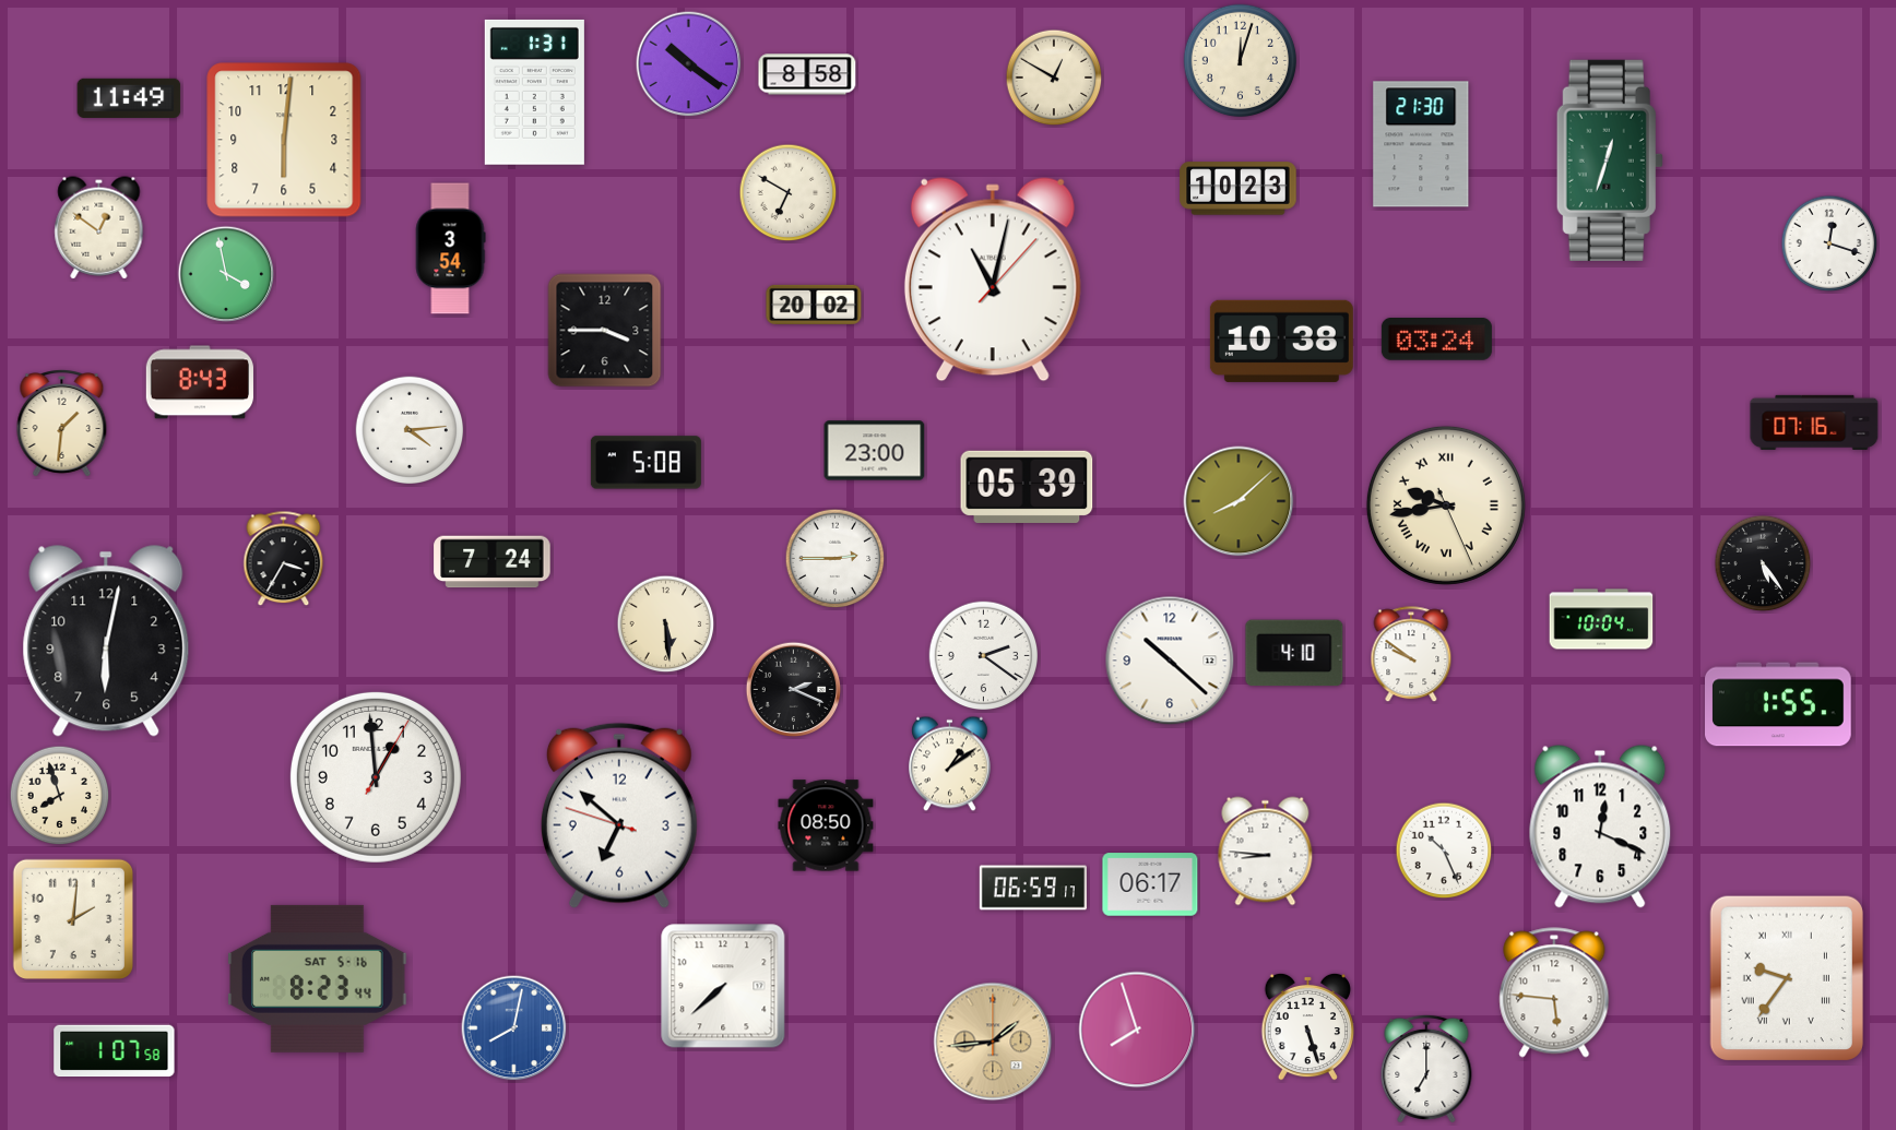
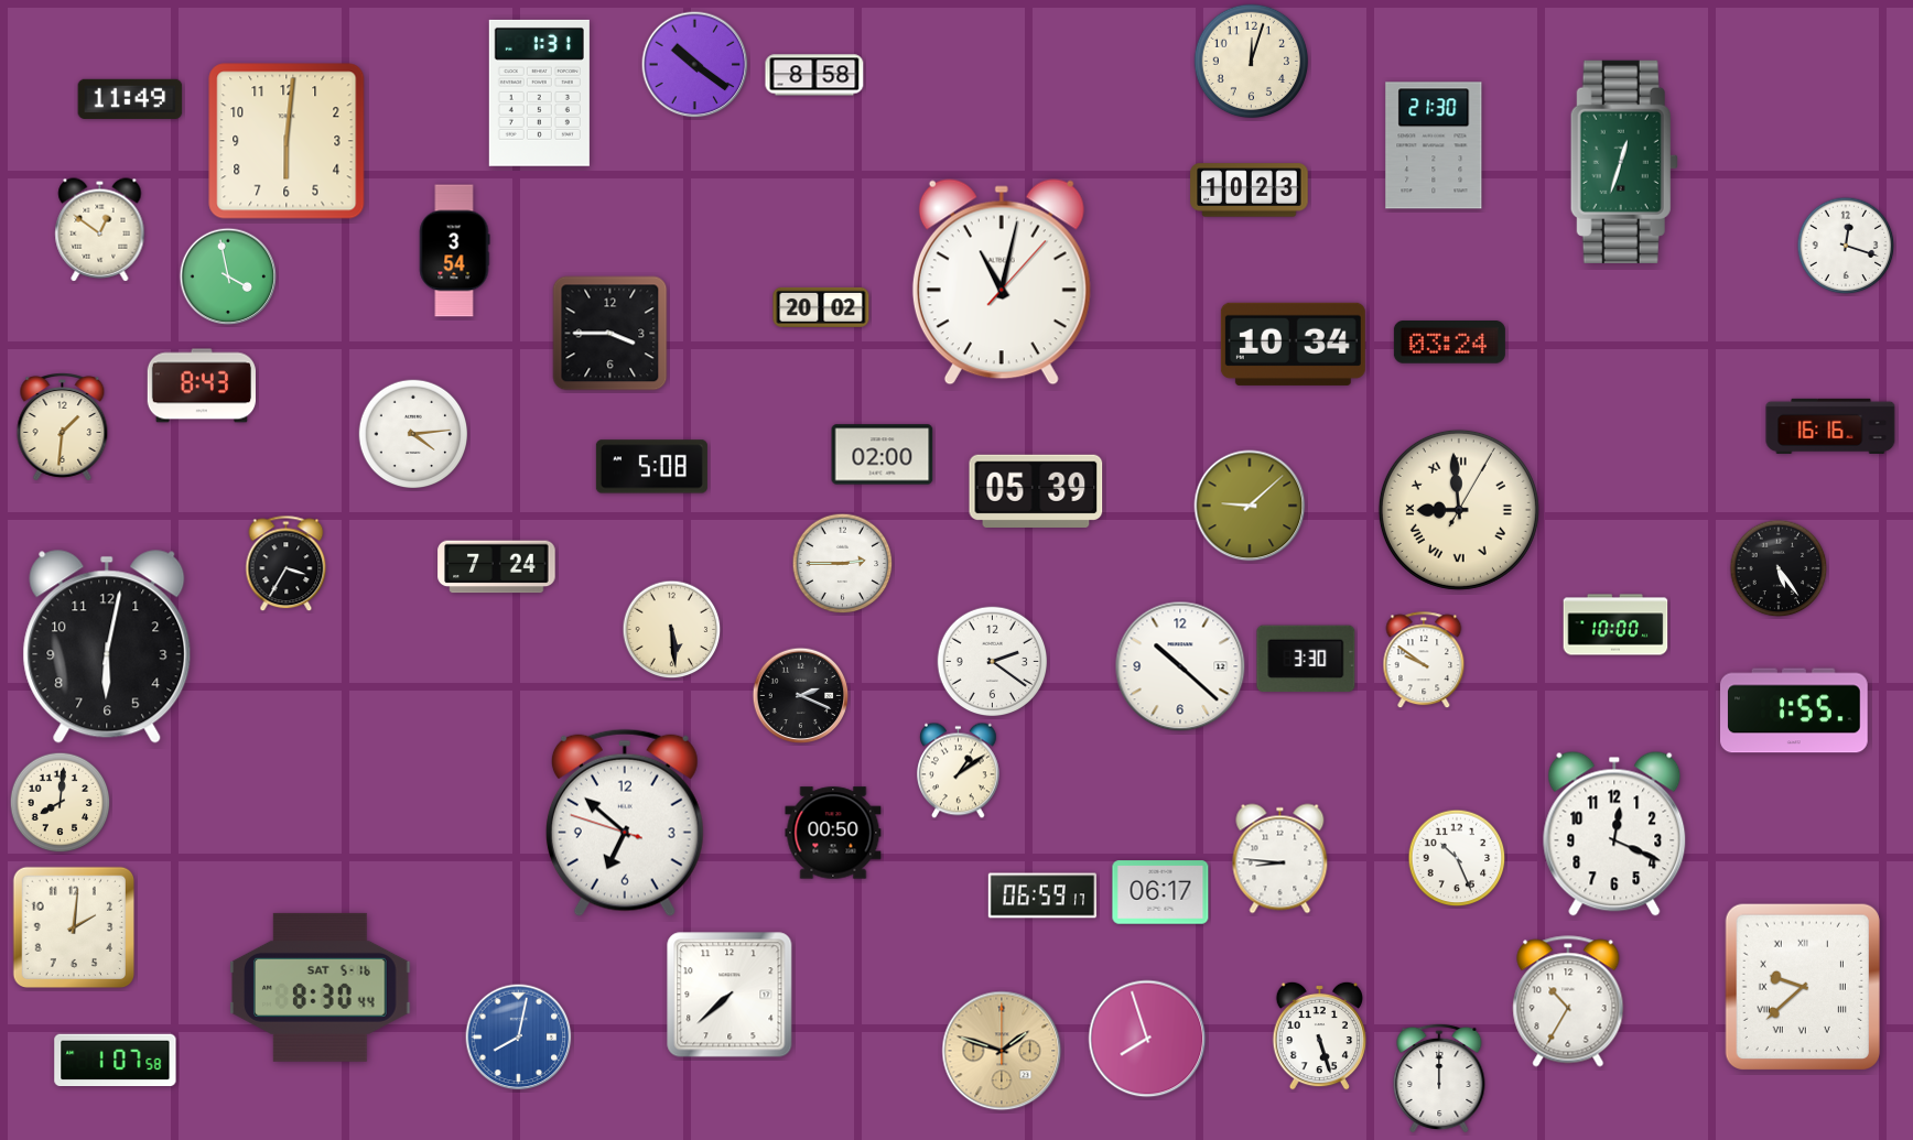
clock at (1054, 78): 12:50 -> none
clock at (789, 193): 6:50 -> none
clock at (1281, 341): 10:38 -> 10:34
clock at (1814, 423): 07:16 -> 16:16
clock at (875, 451): 23:00 -> 02:00
clock at (1239, 501): 8:08 -> 9:08
clock at (1446, 505): 9:43 -> 8:59
clock at (1601, 619): 10:04 -> 10:00
clock at (1294, 653): 4:10 -> 3:30
clock at (376, 777): 12:59 -> none
clock at (60, 796): 7:57 -> 8:01
clock at (826, 825): 08:50 -> 00:50
clock at (1266, 852) position: (1266, 852) -> (1280, 859)
clock at (1787, 977): 9:36 -> 9:38
clock at (318, 978): 8:23 -> 8:30
clock at (1554, 992): 5:46 -> 10:35
clock at (993, 1042): 1:44 -> 1:48
clock at (1426, 1069): 7:00 -> 12:00
